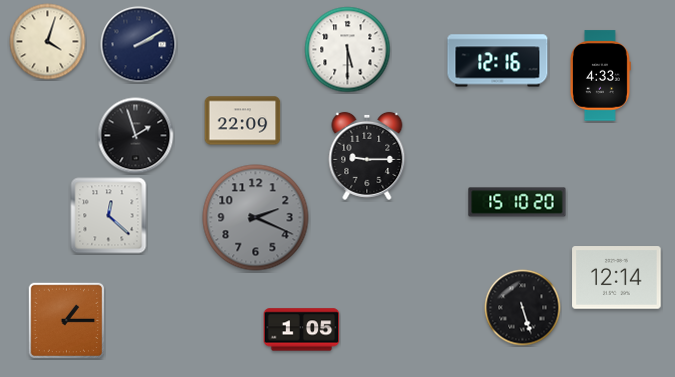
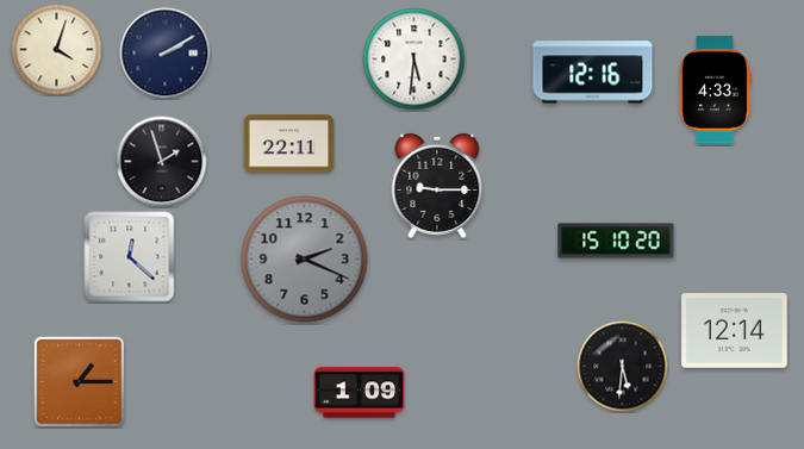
clock at (348, 50): 5:30 -> 5:31
clock at (243, 121): 22:09 -> 22:11
clock at (523, 308): 5:27 -> 5:31
clock at (302, 330): 1:05 -> 1:09
